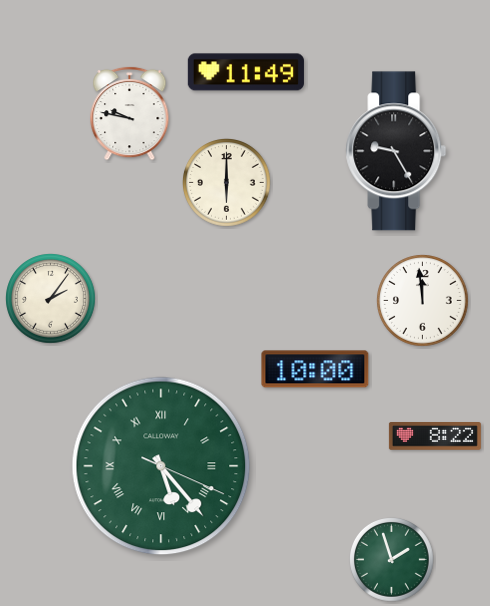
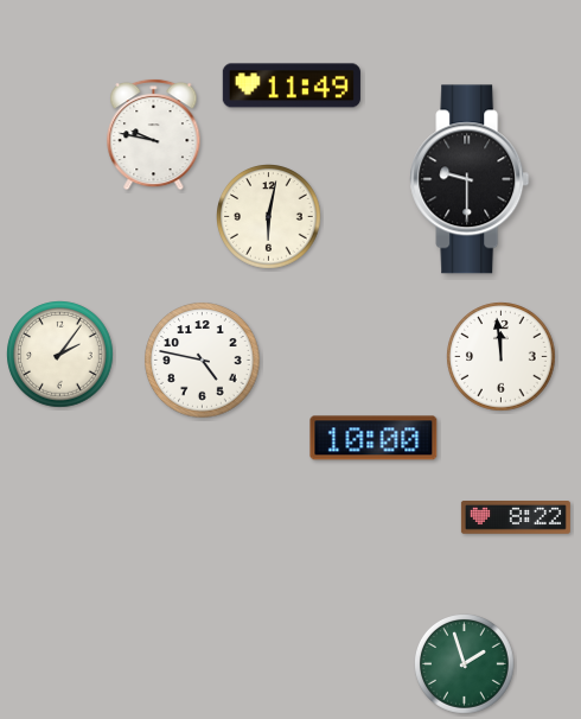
clock at (396, 151): 9:25 -> 9:30
clock at (227, 183): 6:00 -> 6:02
clock at (203, 361): none -> 4:47
clock at (161, 466): 5:23 -> none
